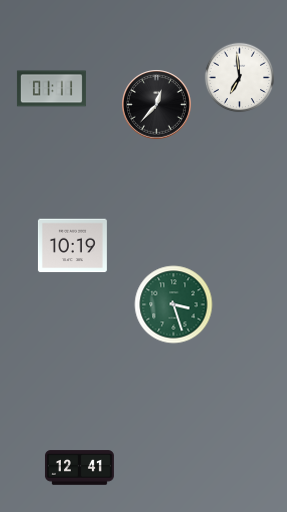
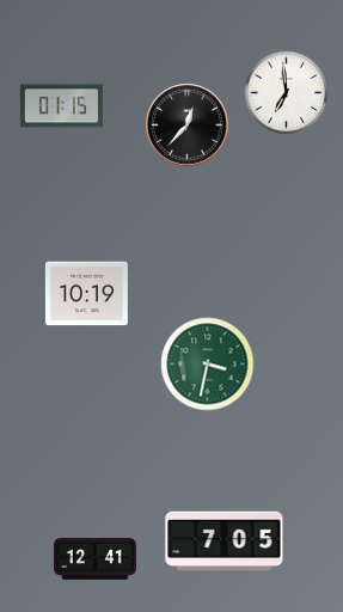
clock at (51, 89): 01:11 -> 01:15
clock at (174, 305): 3:27 -> 3:32
clock at (225, 541): none -> 7:05
